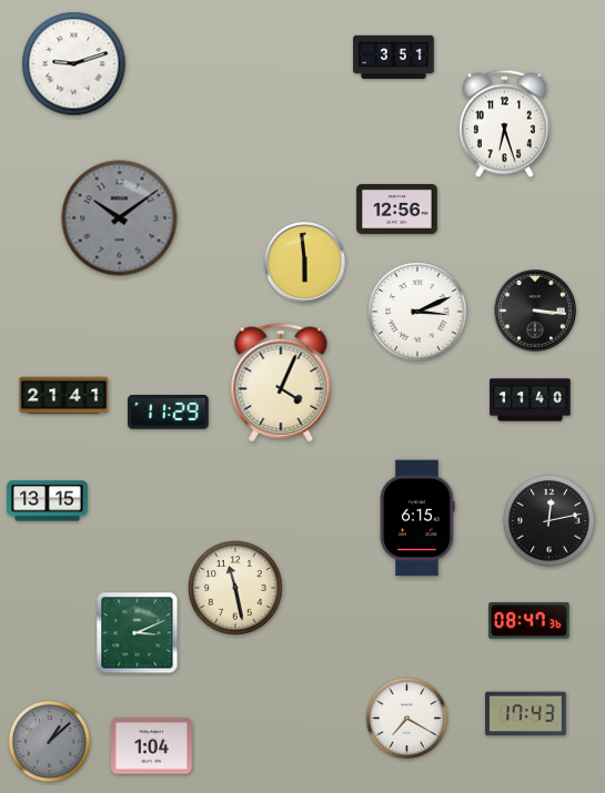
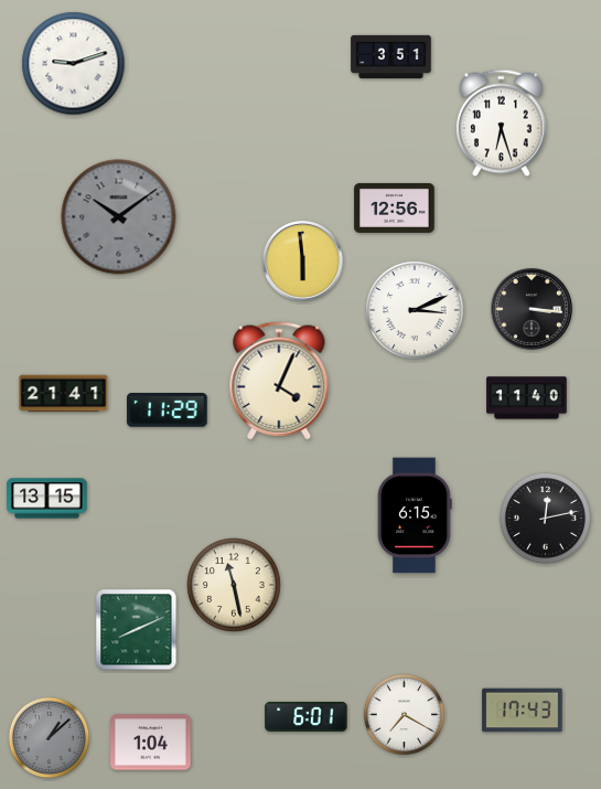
clock at (530, 621): 08:47 -> none
clock at (138, 633): 3:11 -> 8:11
clock at (307, 716): none -> 6:01
